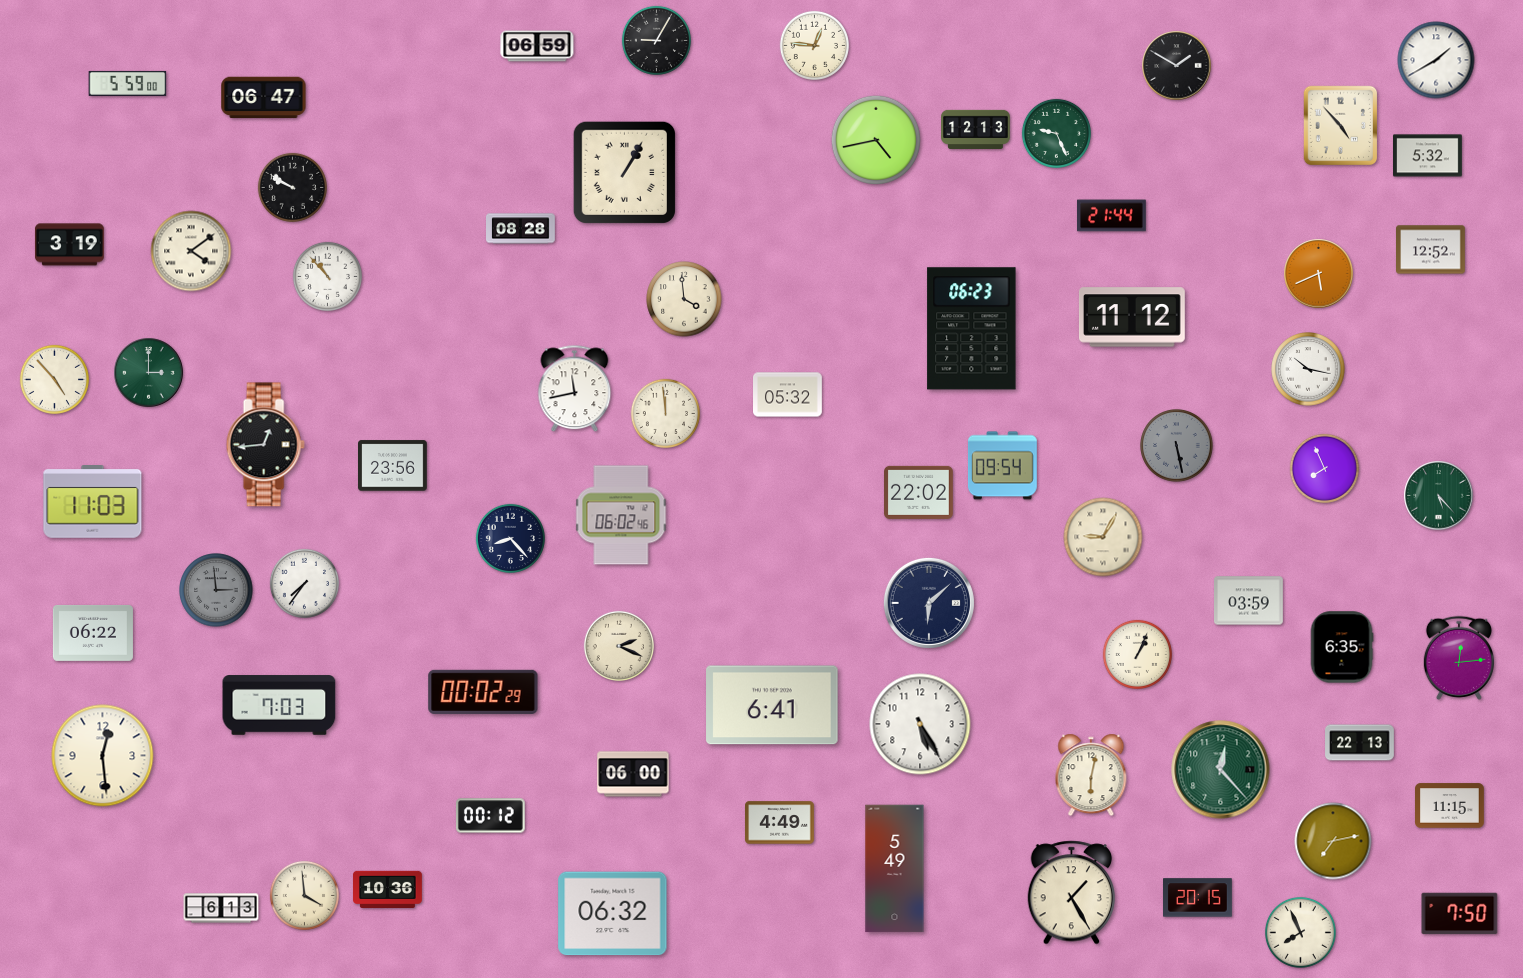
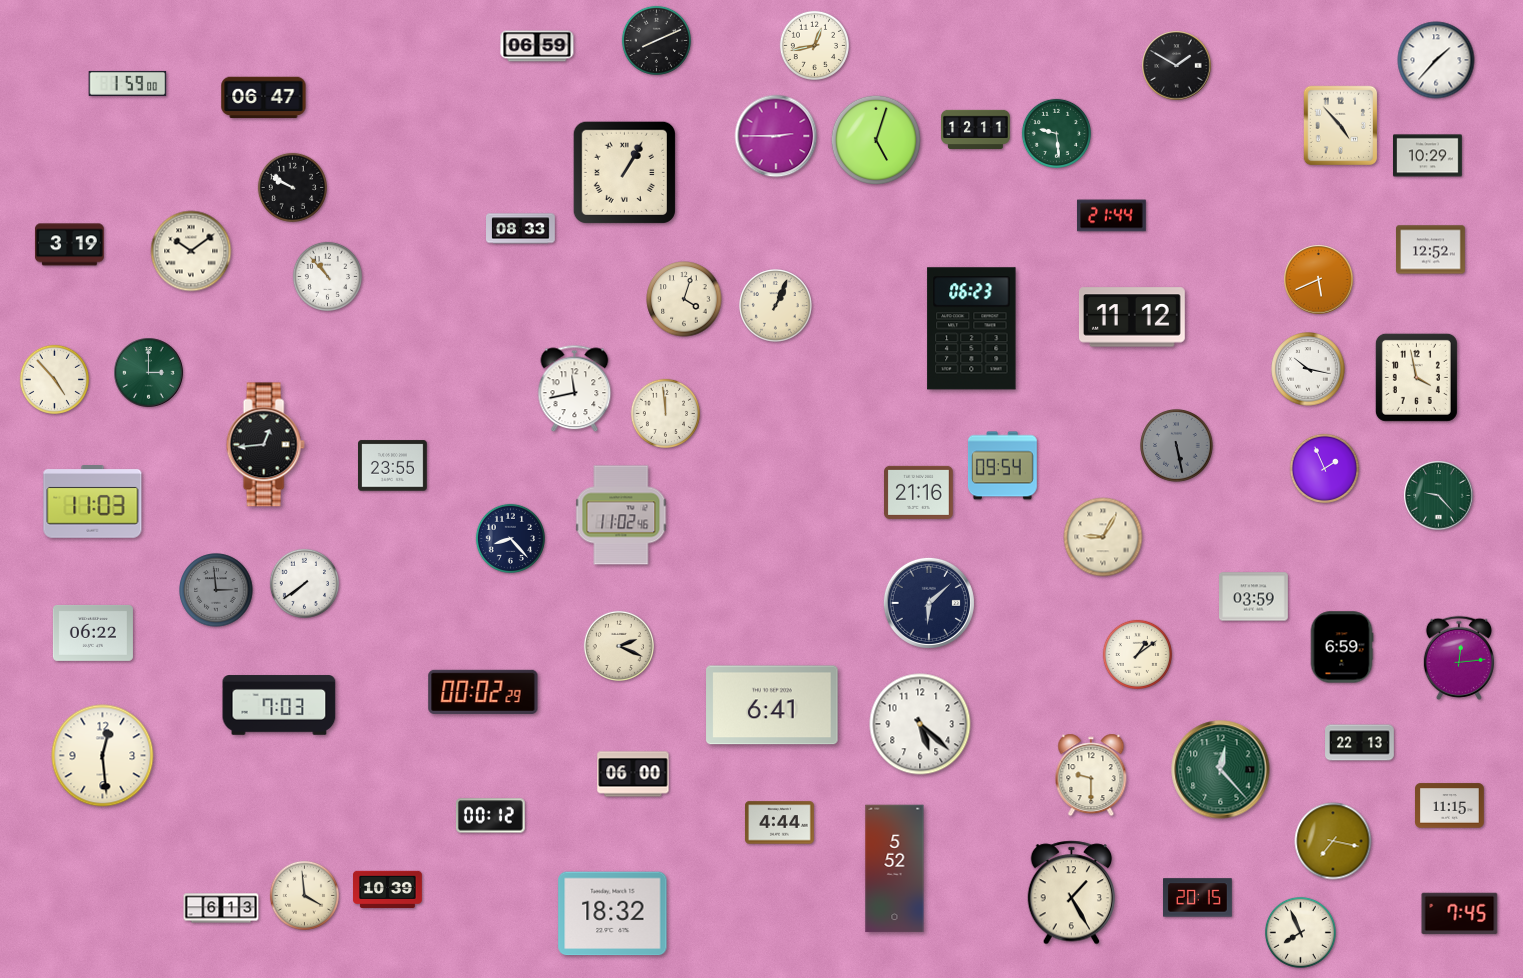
clock at (656, 40): 9:05 -> 8:11
clock at (814, 45): 12:46 -> 12:43
clock at (1436, 60): 1:40 -> 1:37
clock at (128, 83): 5:59 -> 1:59
clock at (976, 130): 12:13 -> 12:11
clock at (1056, 133): 9:26 -> 9:29
clock at (776, 136): none -> 2:45
clock at (876, 140): 4:43 -> 5:03
clock at (1428, 156): 5:32 -> 10:29
clock at (521, 229): 08:28 -> 08:33
clock at (191, 251): 4:09 -> 10:09
clock at (1319, 274) position: (1319, 274) -> (1319, 280)
clock at (684, 299): 3:59 -> 4:03
clock at (776, 306): none -> 1:04
clock at (1416, 377): none -> 3:58
clock at (788, 395): 05:32 -> none
clock at (393, 466): 23:56 -> 23:55
clock at (1324, 468): 7:56 -> 1:56
clock at (919, 492): 22:02 -> 21:16
clock at (1439, 496): 5:23 -> 9:23
clock at (621, 515): 06:02 -> 11:02
clock at (304, 583): 7:36 -> 7:39
clock at (1249, 601) position: (1249, 601) -> (1254, 597)
clock at (1342, 647): 6:35 -> 6:59
clock at (1137, 654): 1:04 -> 1:09
clock at (920, 724): 5:25 -> 5:22
clock at (1091, 775): 6:02 -> 9:30
clock at (780, 823): 4:49 -> 4:44
clock at (1333, 841): 7:13 -> 7:17
clock at (895, 869): 5:49 -> 5:52
clock at (388, 889): 10:36 -> 10:39
clock at (613, 914): 06:32 -> 18:32
clock at (1460, 914): 7:50 -> 7:45
